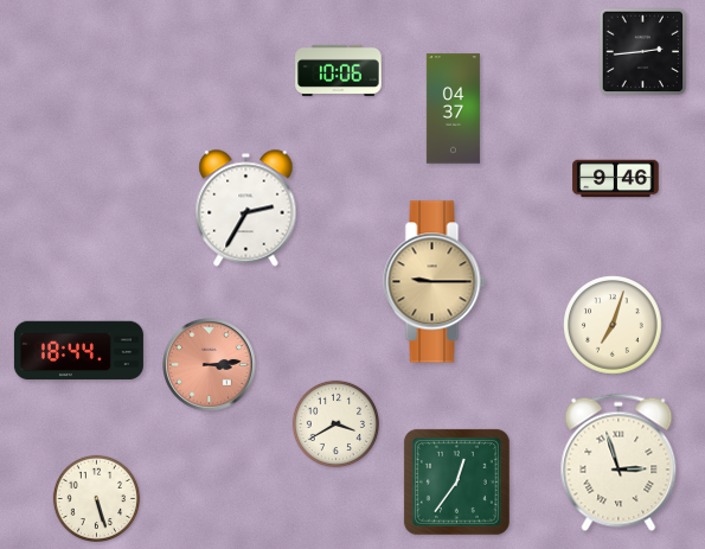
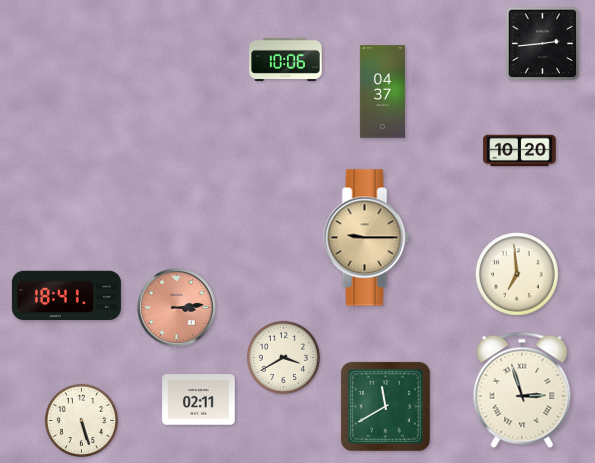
clock at (616, 179): 9:46 -> 10:20
clock at (246, 209): 2:35 -> none
clock at (614, 326): 7:03 -> 6:59
clock at (78, 351): 18:44 -> 18:41
clock at (199, 400): none -> 02:11
clock at (456, 481): 12:36 -> 11:40
